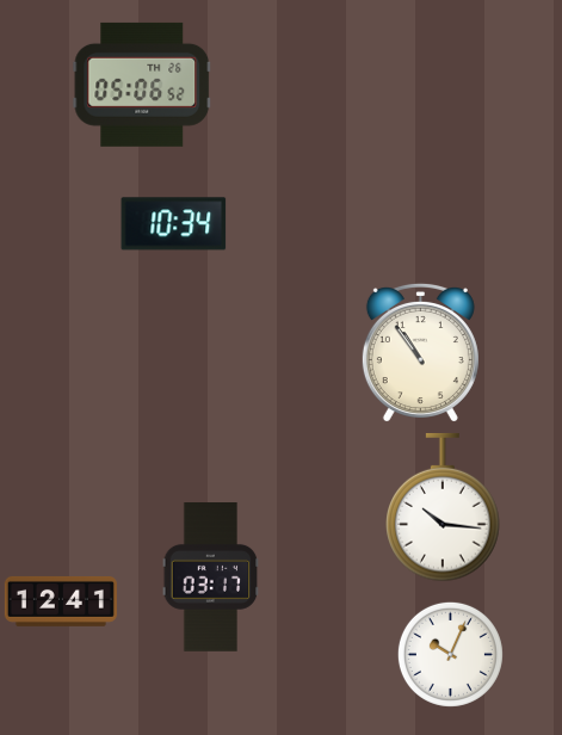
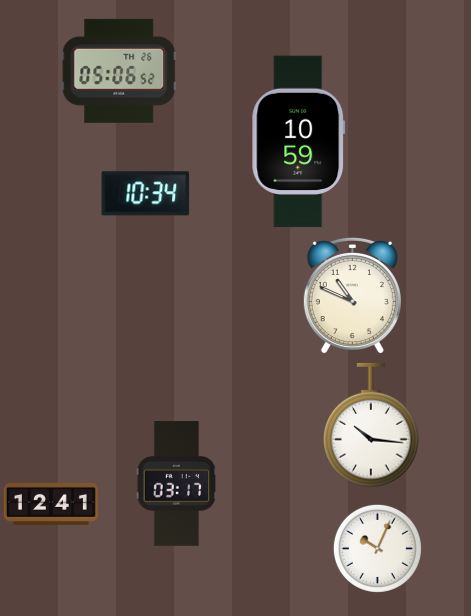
clock at (299, 142): none -> 10:59
clock at (174, 224) position: (174, 224) -> (146, 194)
clock at (420, 352): 10:54 -> 10:49
